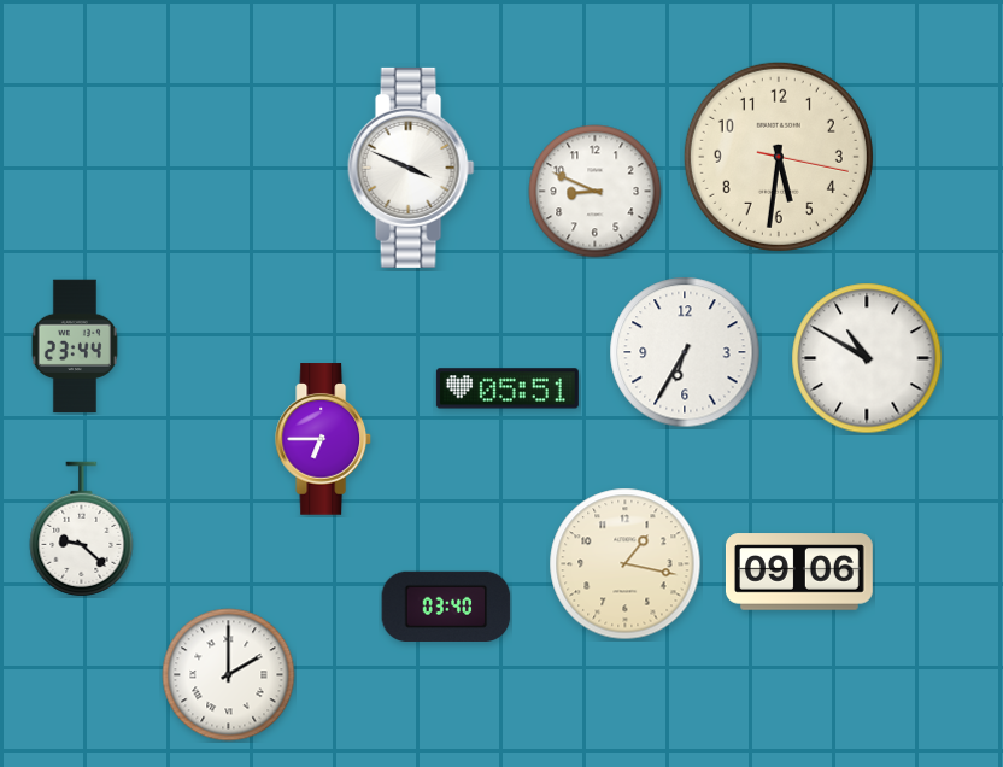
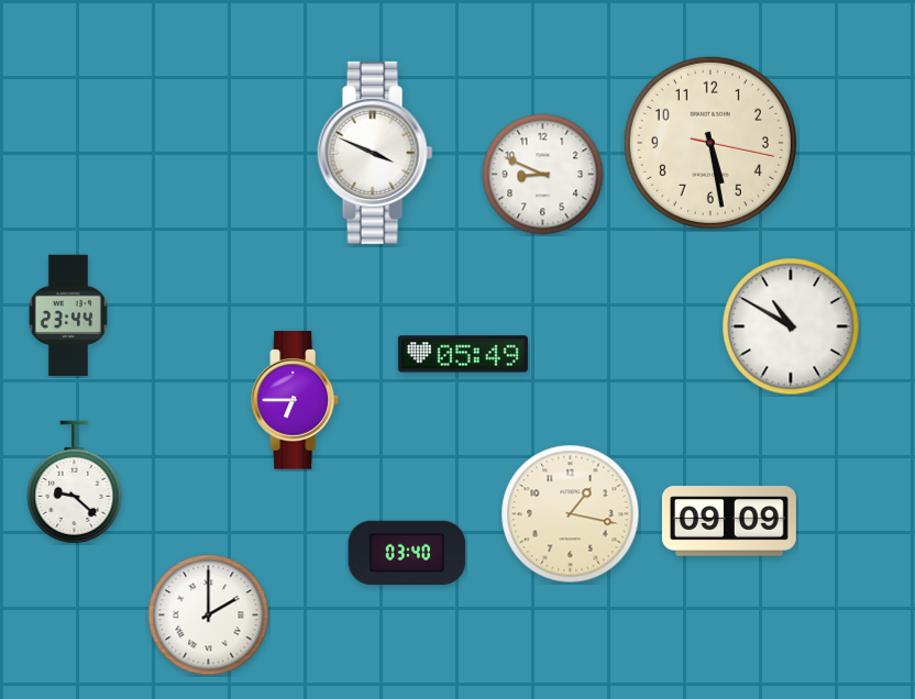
clock at (779, 157): 5:31 -> 5:28
clock at (685, 352): 6:35 -> none
clock at (508, 388): 05:51 -> 05:49
clock at (799, 572): 09:06 -> 09:09
